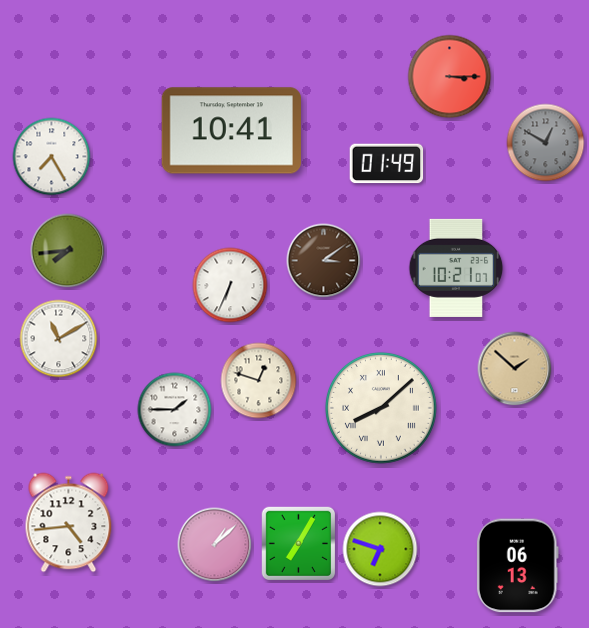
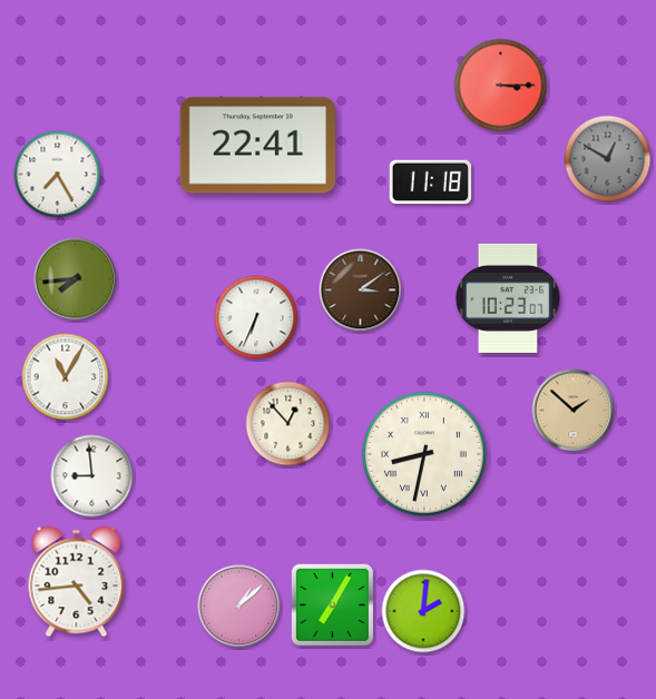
clock at (231, 131): 10:41 -> 22:41
clock at (387, 164): 01:49 -> 11:18
clock at (456, 268): 10:21 -> 10:23
clock at (59, 339): 11:10 -> 11:05
clock at (259, 381): 12:48 -> 12:53
clock at (381, 408): 8:08 -> 8:32
clock at (175, 410): 1:45 -> none
clock at (92, 476): none -> 8:59
clock at (380, 549): 6:48 -> 2:01
clock at (517, 566): 06:13 -> none
